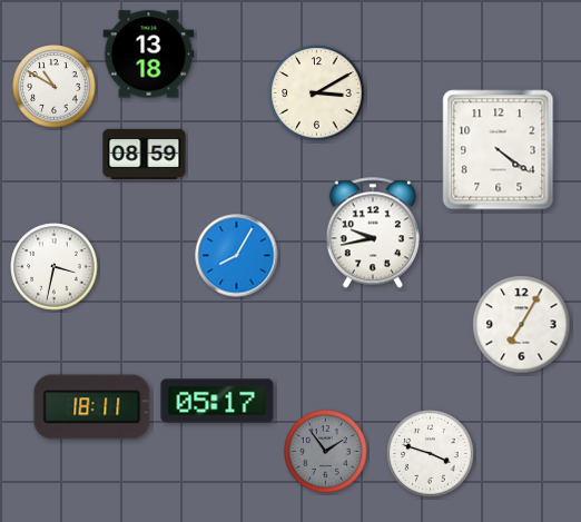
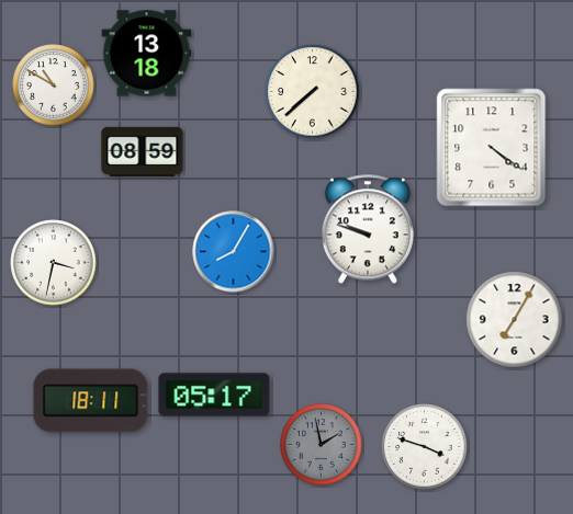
clock at (317, 93): 3:10 -> 7:38
clock at (373, 233): 9:43 -> 9:48
clock at (326, 452): 1:54 -> 1:58
